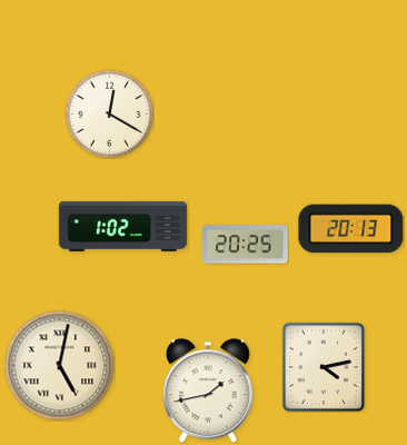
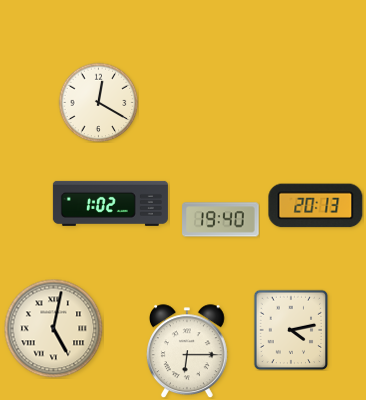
clock at (246, 245): 20:25 -> 19:40
clock at (208, 390): 1:43 -> 6:15
